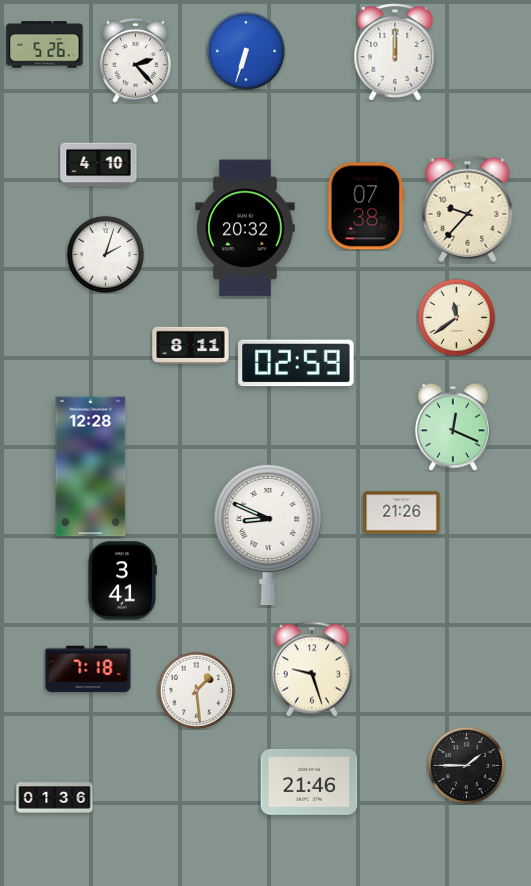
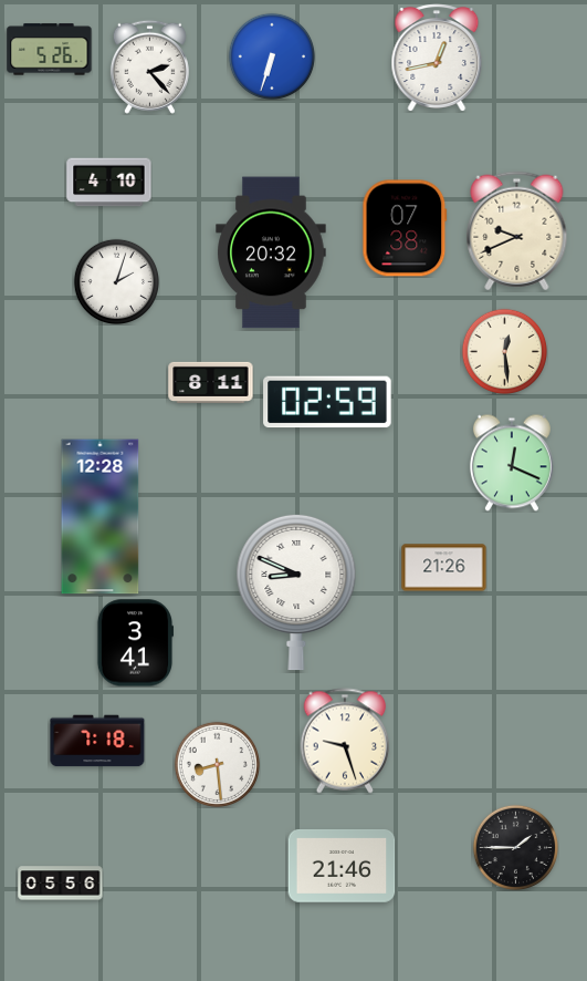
clock at (395, 52): 12:00 -> 12:43
clock at (468, 209): 9:37 -> 9:41
clock at (456, 317): 11:39 -> 12:29
clock at (453, 427) position: (453, 427) -> (512, 463)
clock at (196, 690): 1:29 -> 8:29
clock at (55, 798): 01:36 -> 05:56
